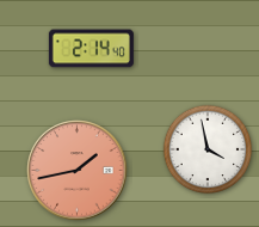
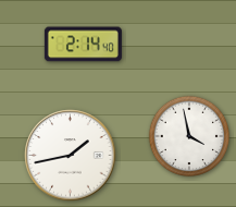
clock at (78, 171) dial: salmon -> white
